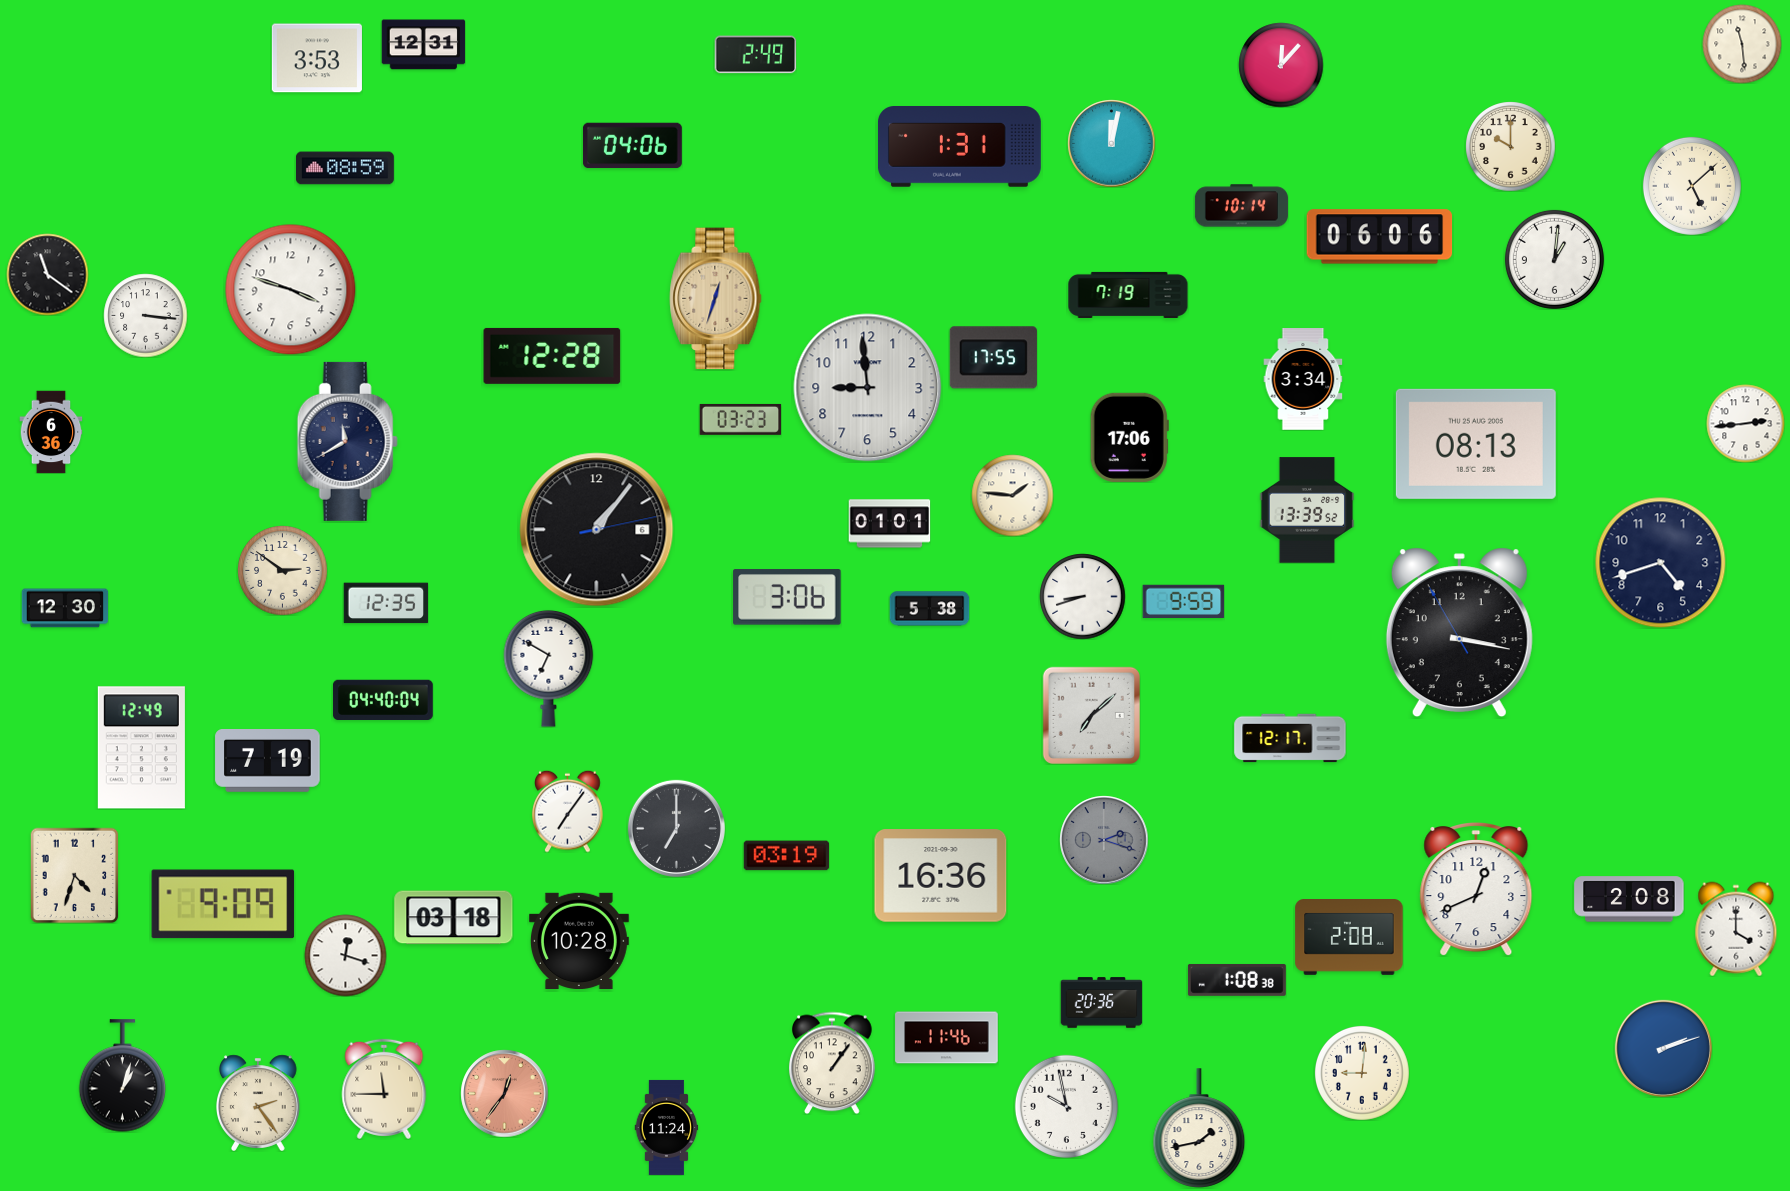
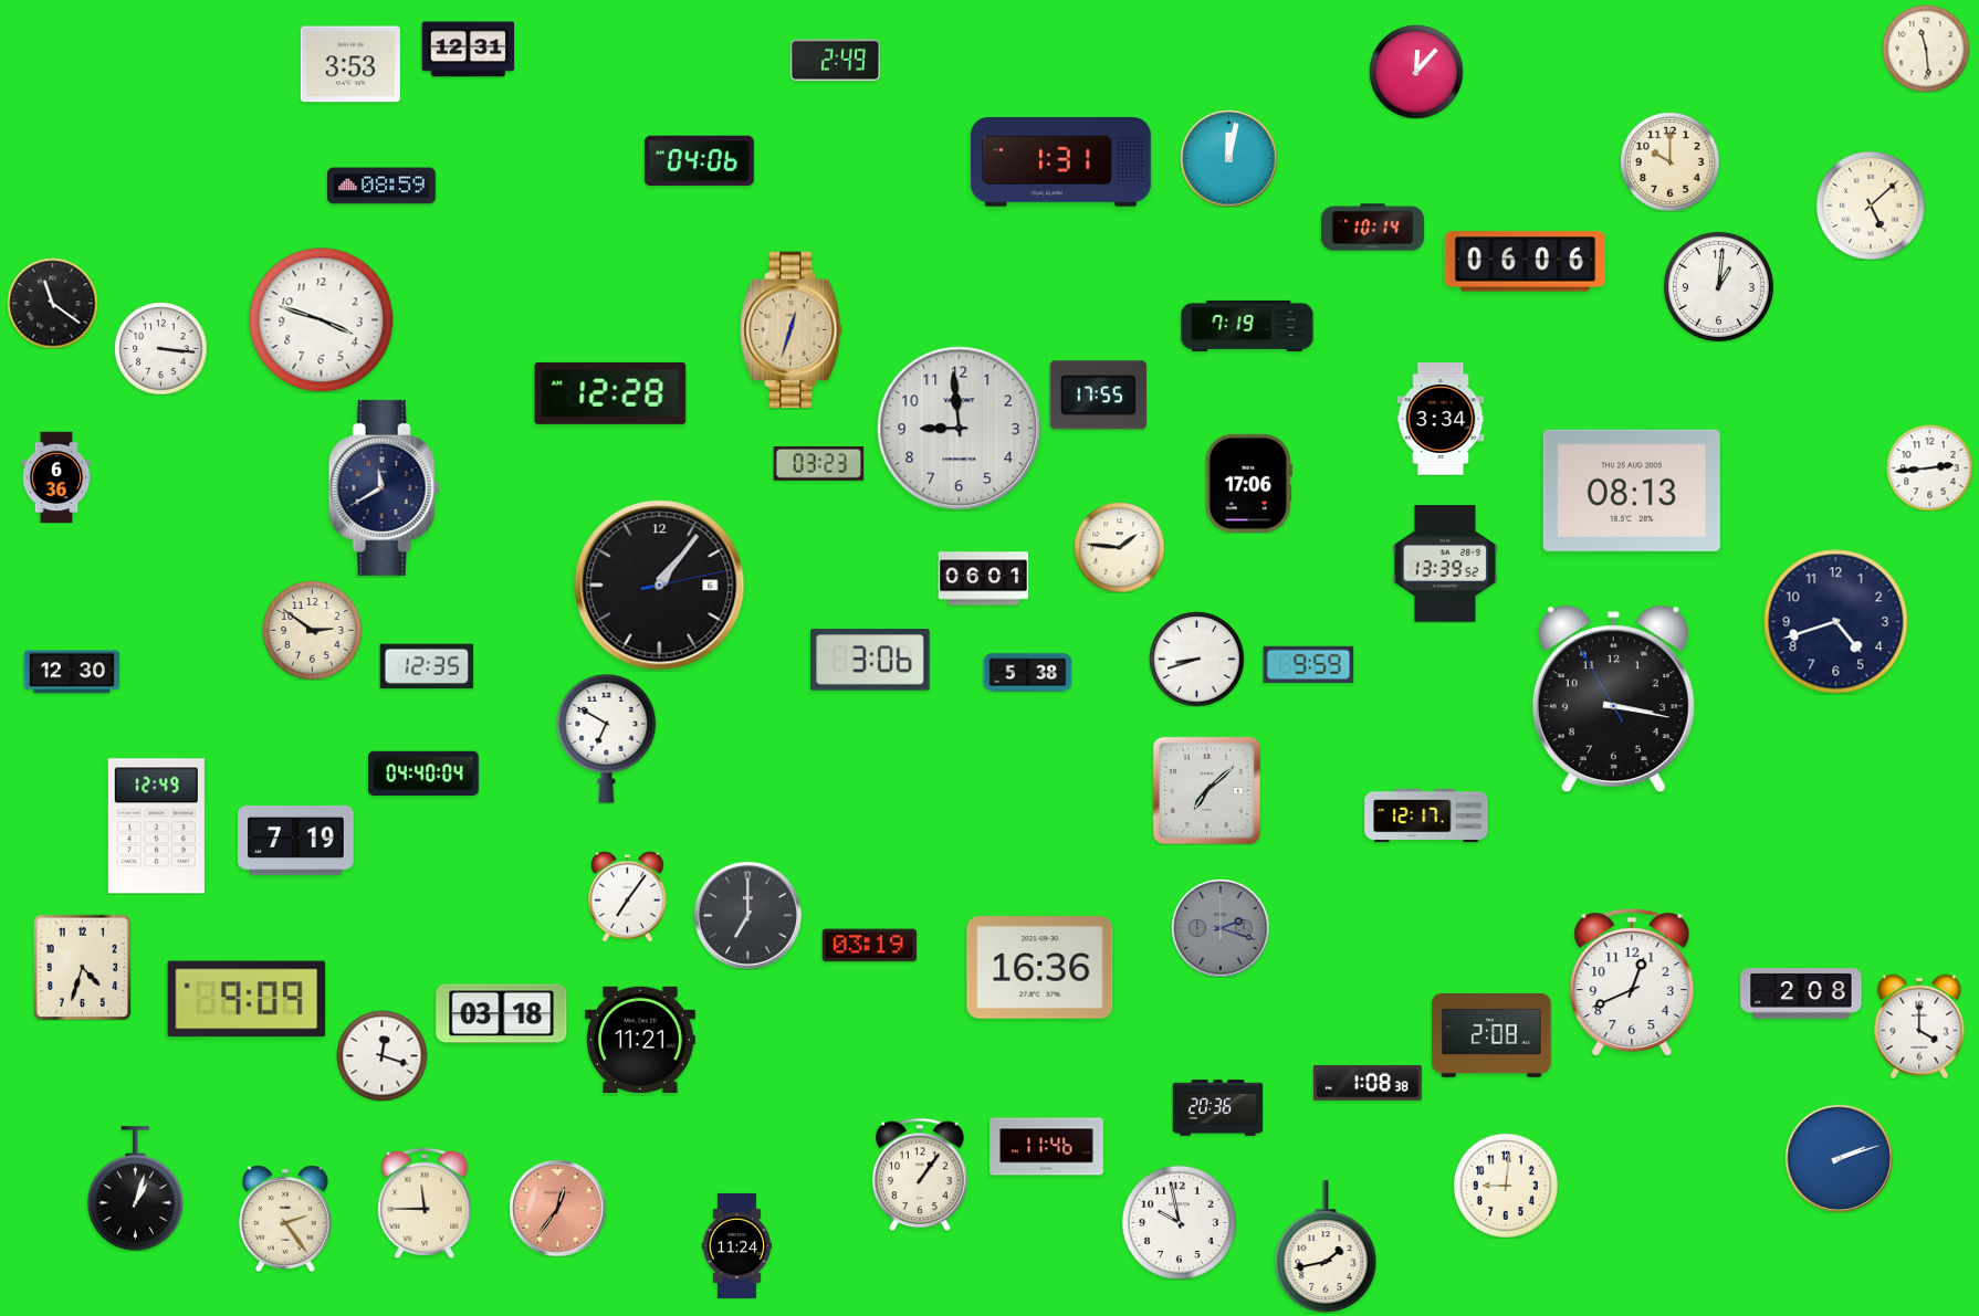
clock at (889, 524): 01:01 -> 06:01
clock at (579, 940): 10:28 -> 11:21
